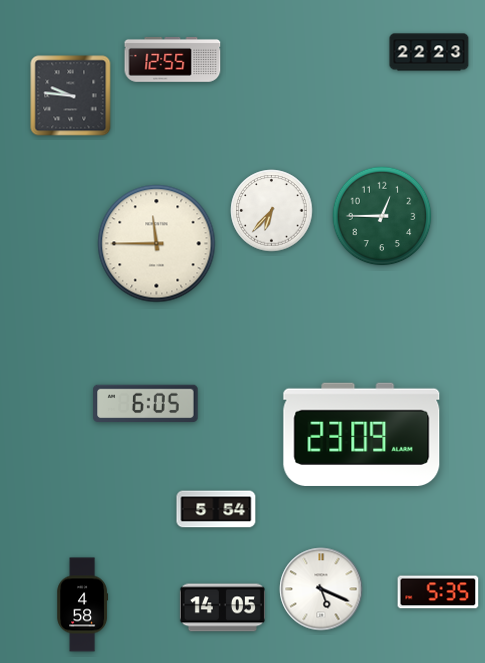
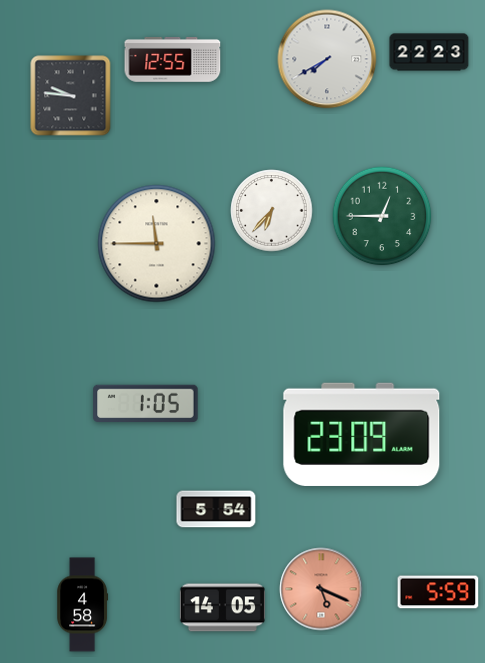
clock at (327, 59): none -> 7:40
clock at (146, 404): 6:05 -> 1:05
clock at (321, 589) dial: white -> salmon
clock at (438, 592): 5:35 -> 5:59
